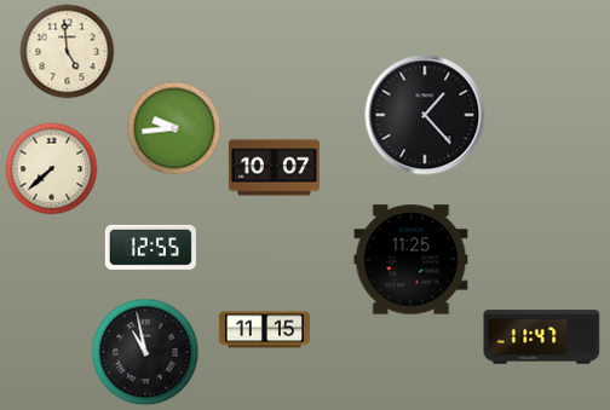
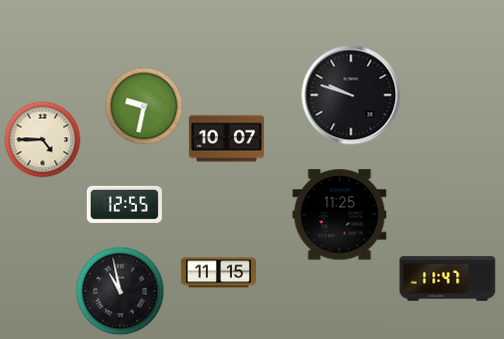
clock at (68, 52): 4:59 -> none
clock at (425, 115): 1:23 -> 9:48
clock at (174, 128): 9:44 -> 9:32
clock at (52, 169): 7:38 -> 4:45
